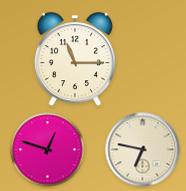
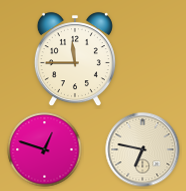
clock at (75, 60): 11:15 -> 11:45
clock at (48, 150) position: (48, 150) -> (45, 150)
